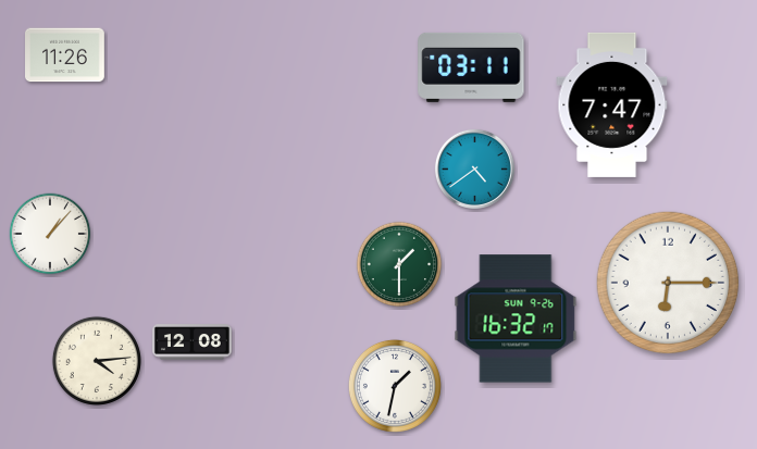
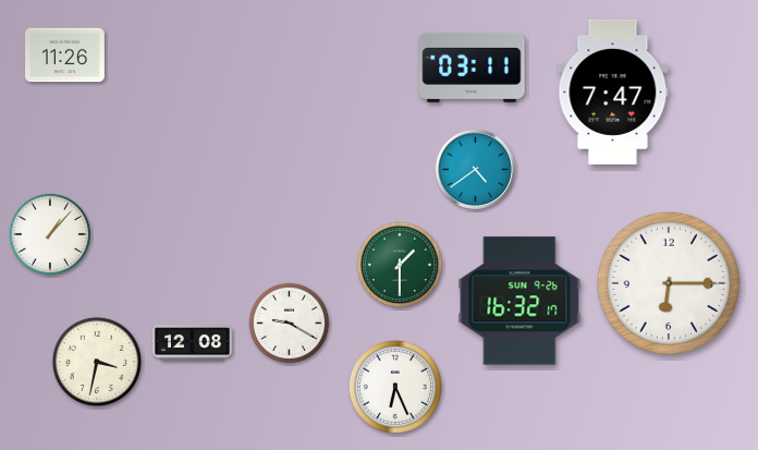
clock at (612, 104) position: (612, 104) -> (613, 92)
clock at (516, 319) position: (516, 319) -> (519, 301)
clock at (290, 324): none -> 9:20
clock at (97, 361): 4:14 -> 3:32
clock at (395, 386): 1:32 -> 6:26
